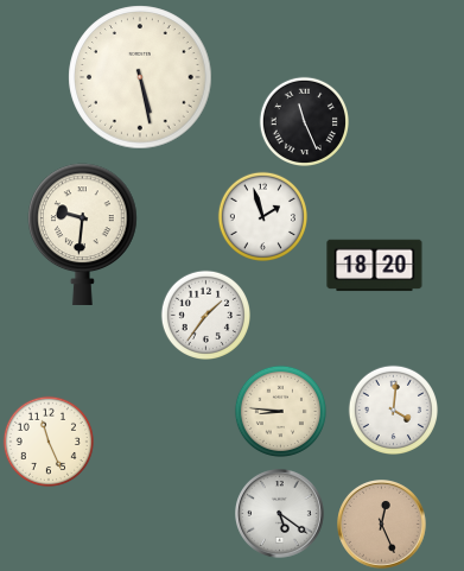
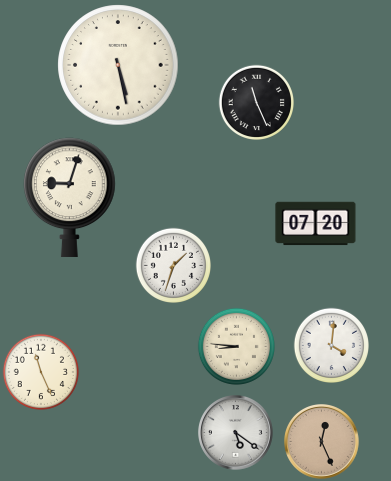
clock at (262, 216): 1:57 -> none
clock at (83, 234): 9:31 -> 9:03
clock at (375, 266): 18:20 -> 07:20
clock at (205, 315): 1:36 -> 1:33
